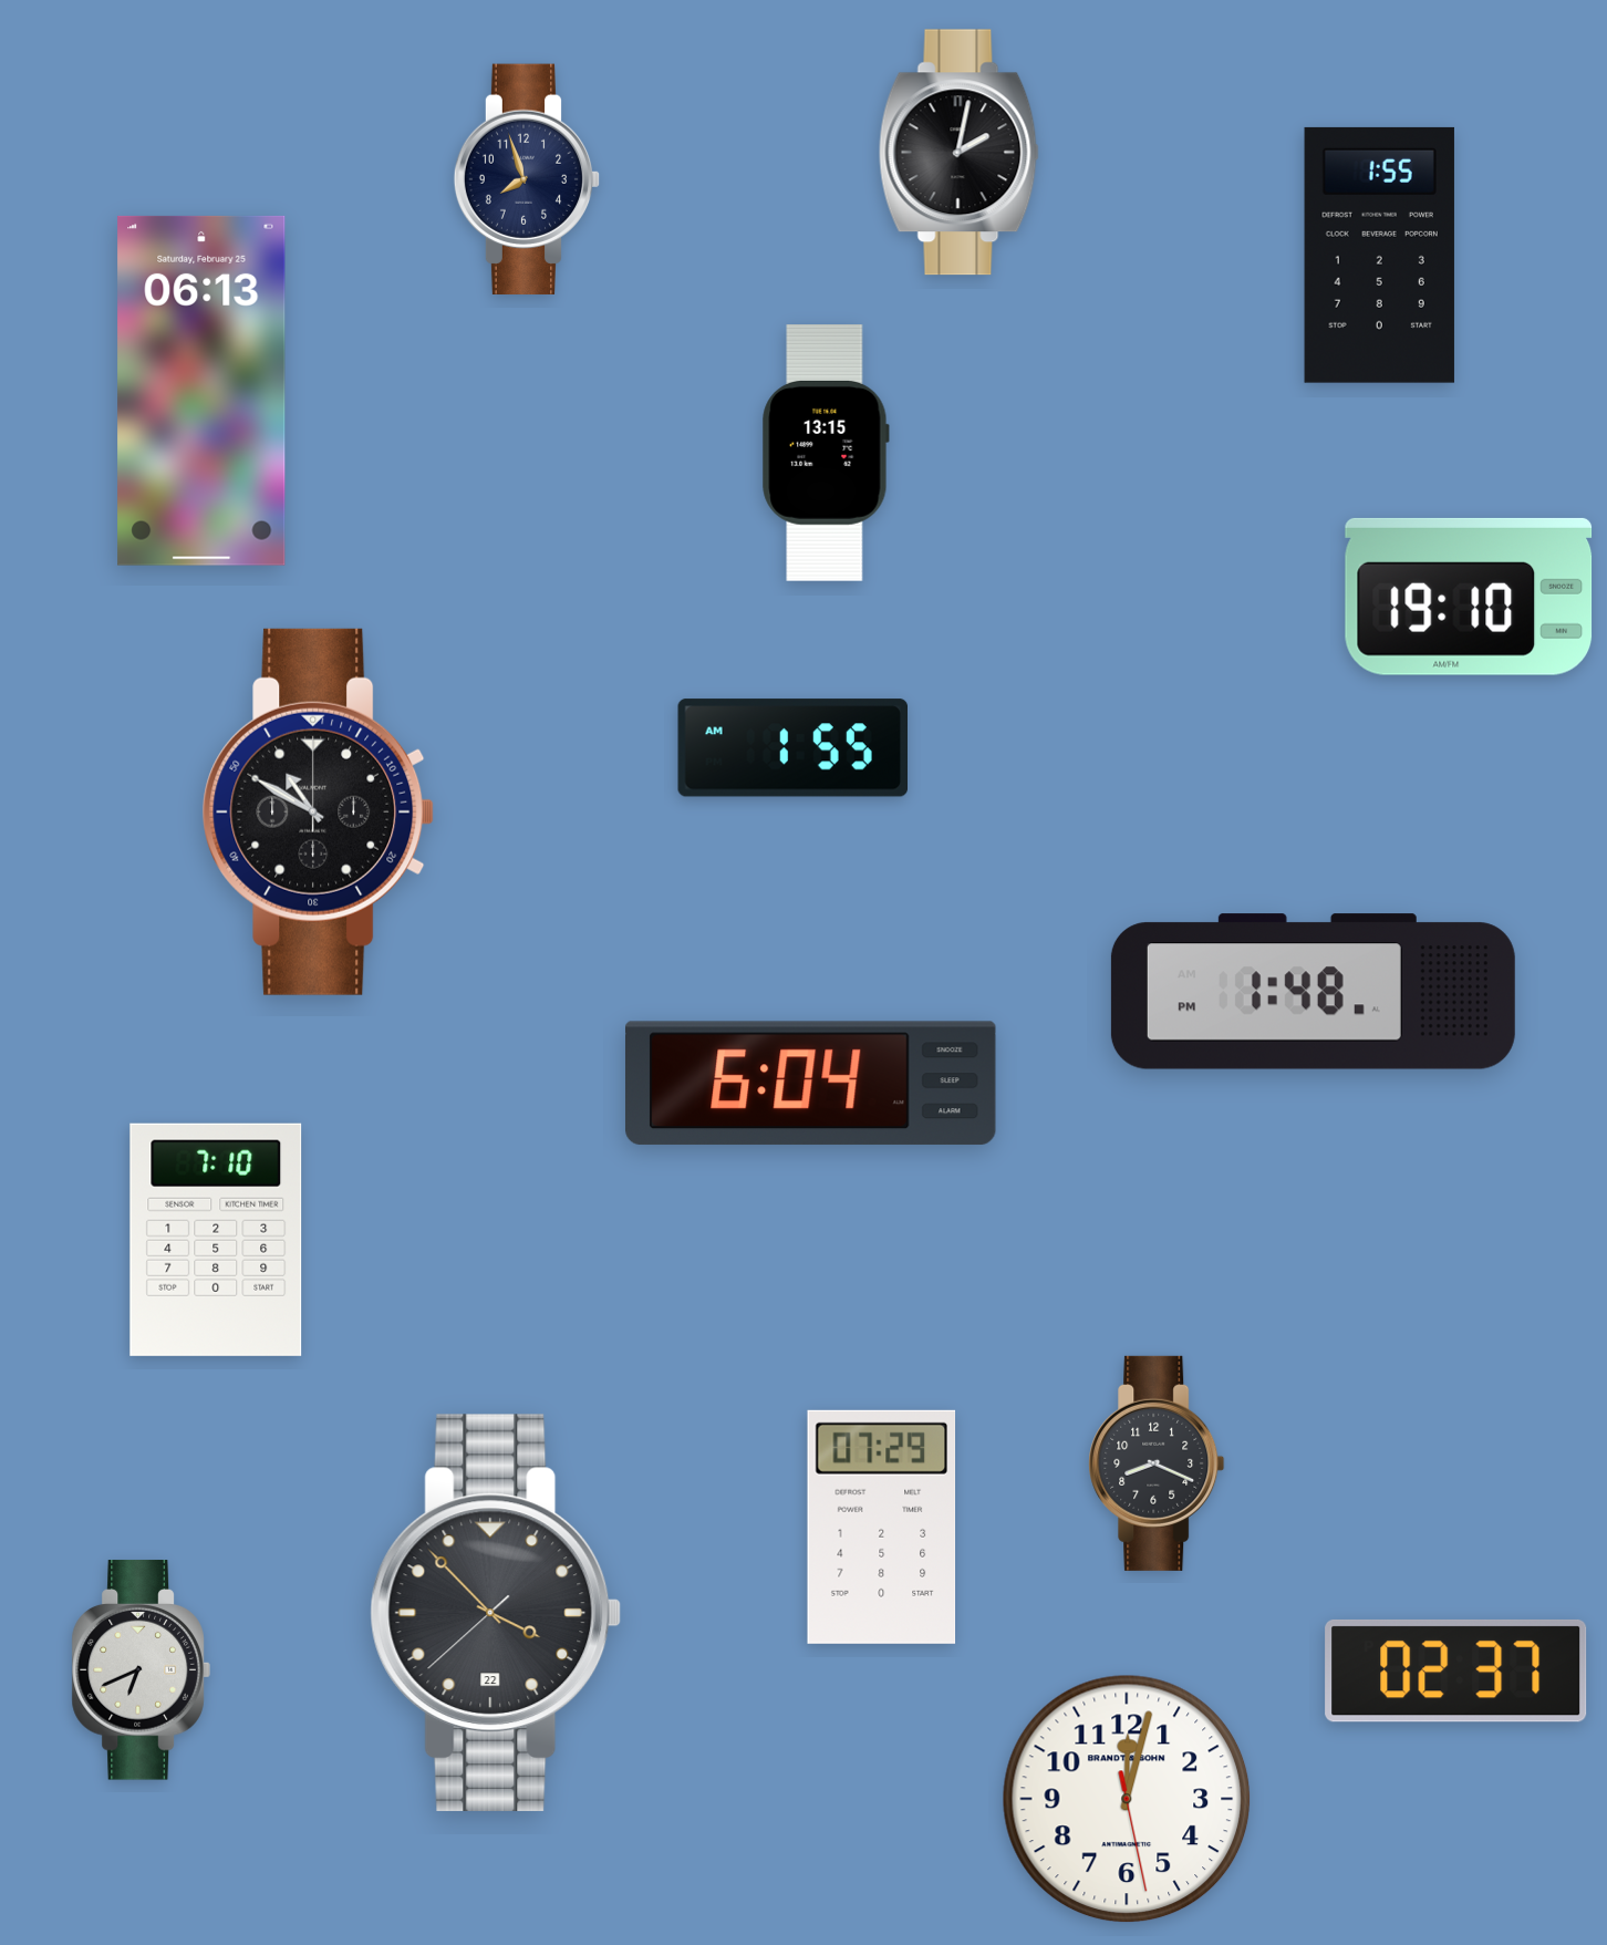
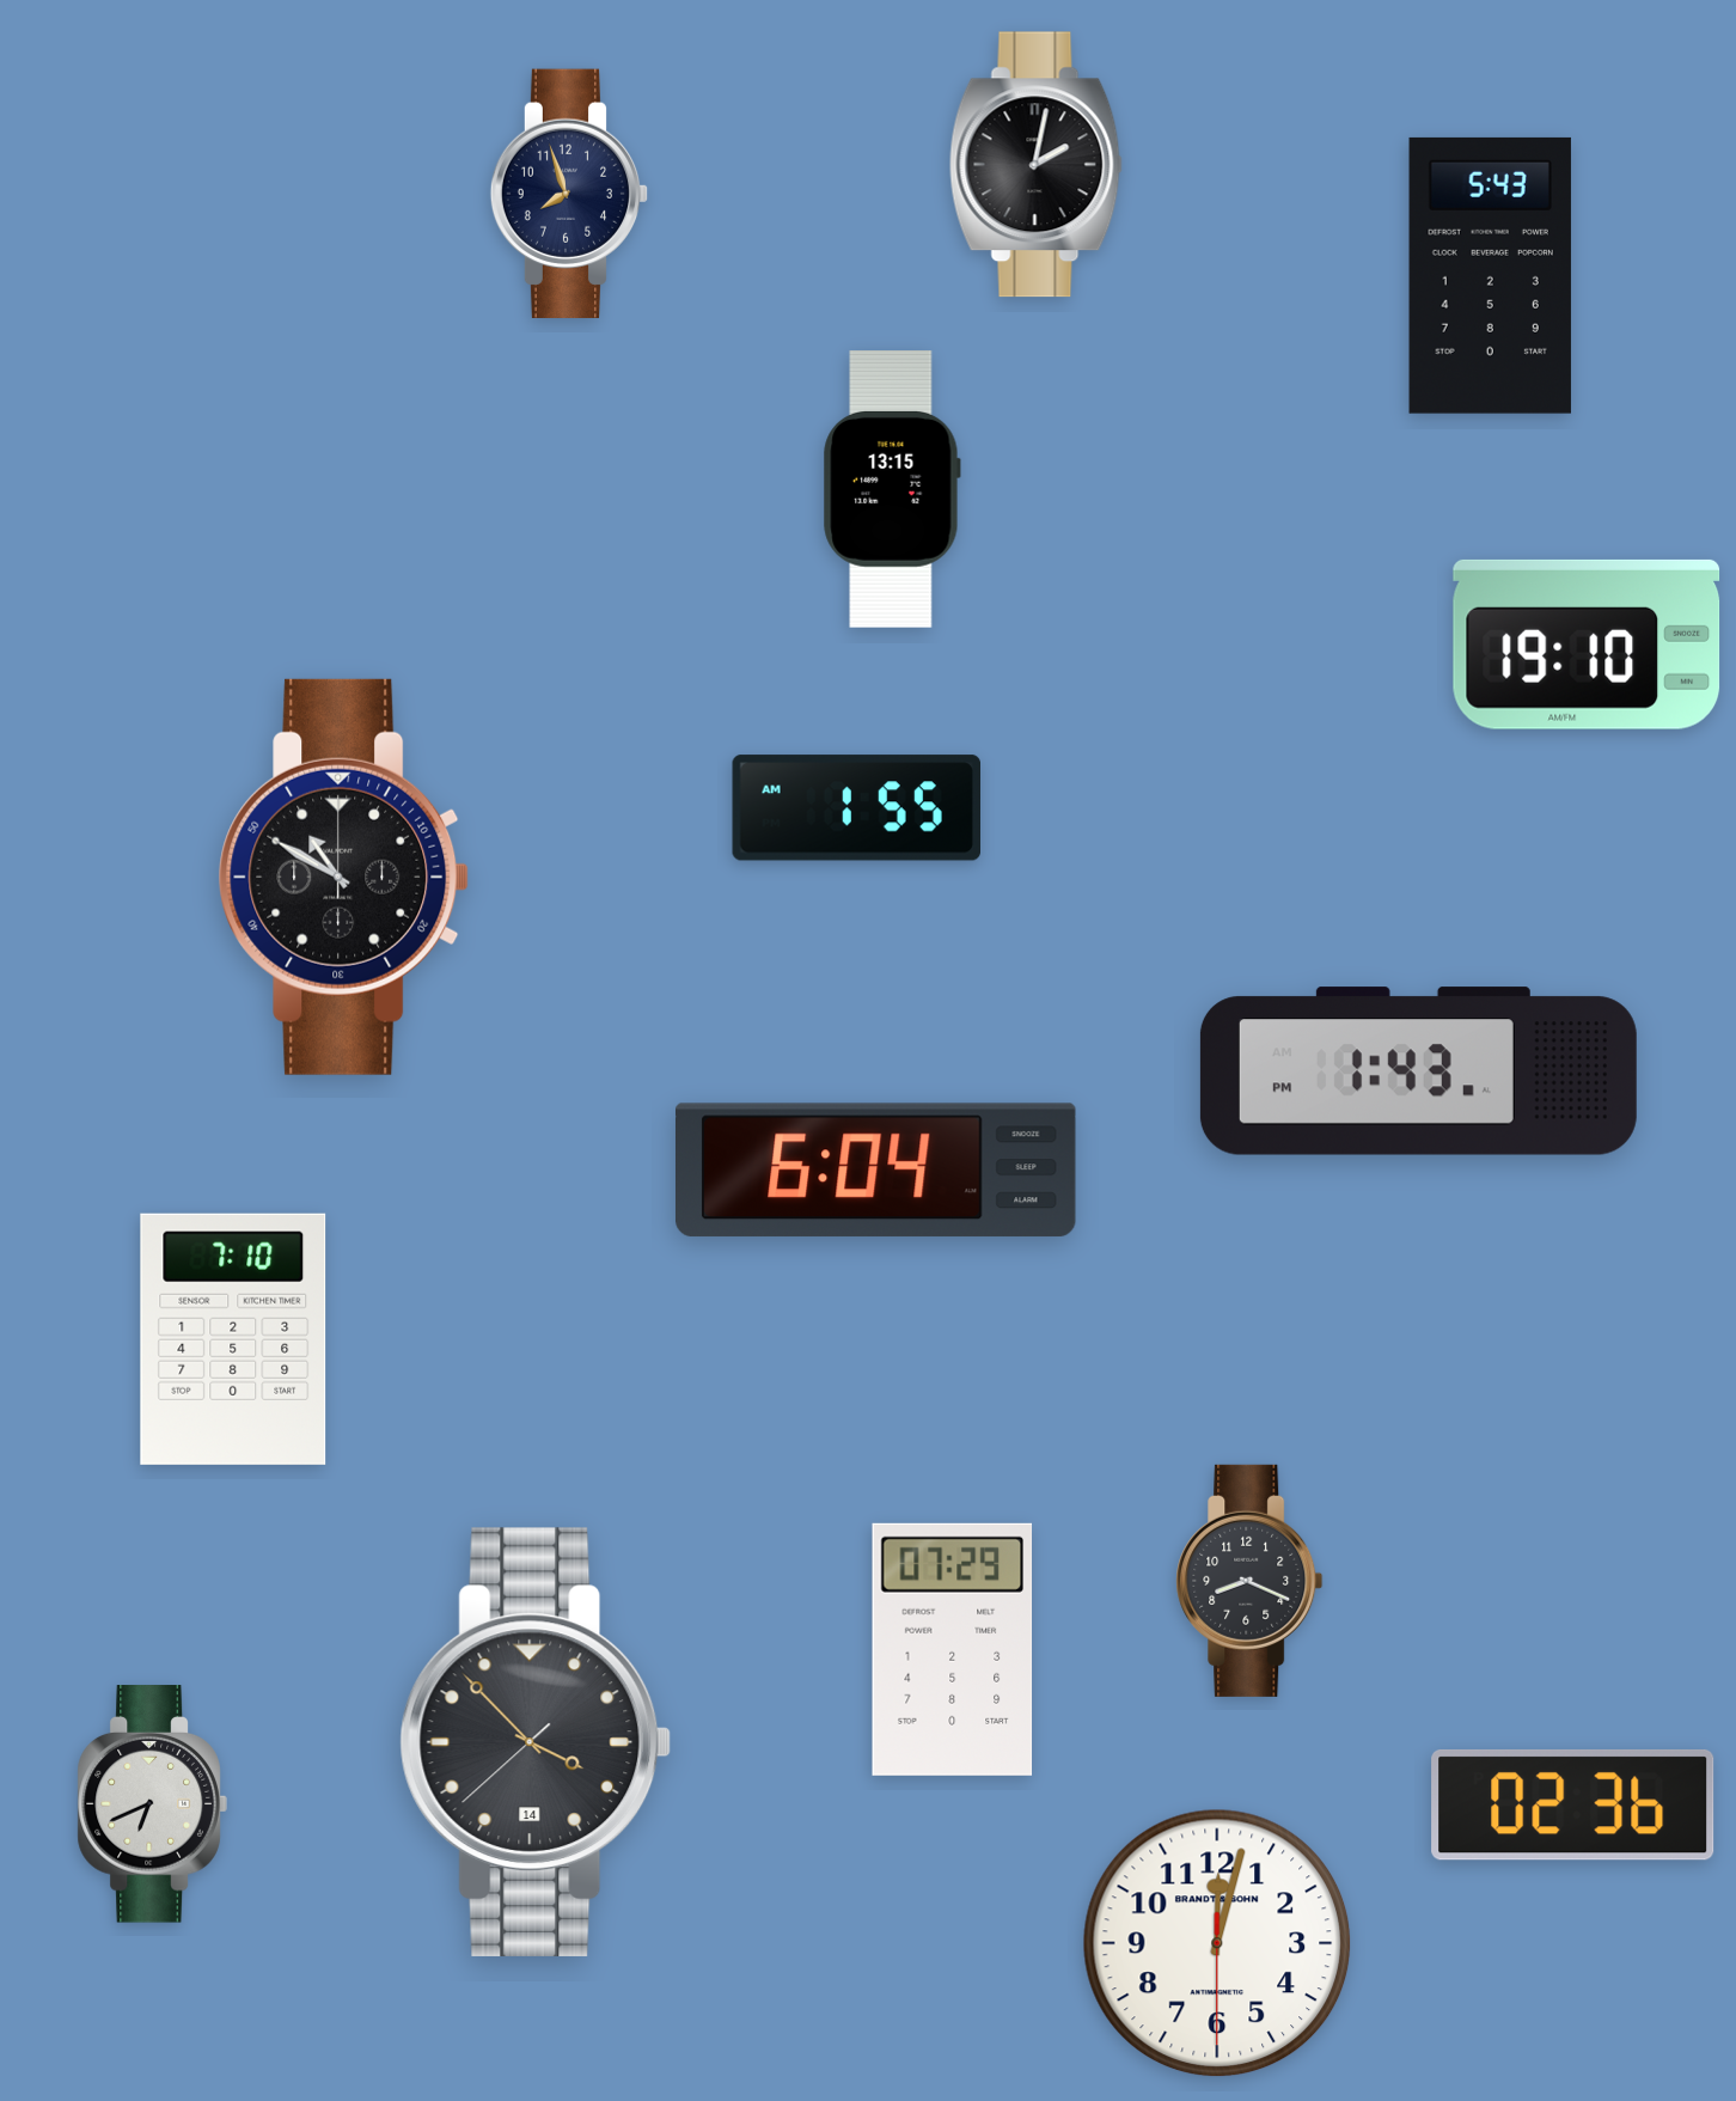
clock at (1379, 255): 1:55 -> 5:43
clock at (201, 391): 06:13 -> none
clock at (1313, 992): 1:48 -> 1:43
clock at (496, 1613) date: 22 -> 14
clock at (1456, 1670): 02:37 -> 02:36
clock at (1127, 1799): 12:02:28 -> 12:02:30
